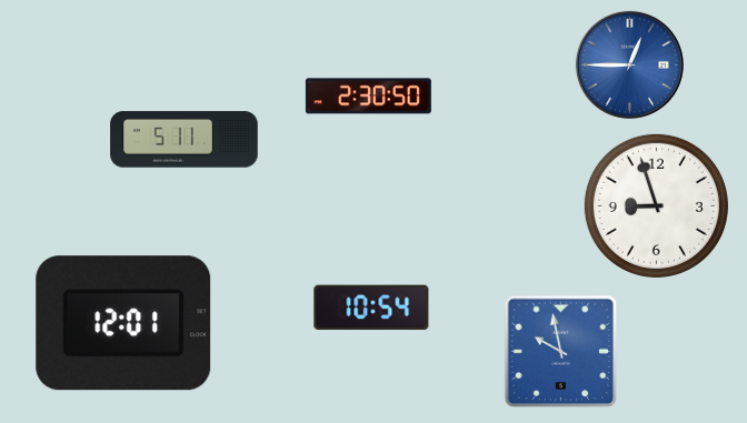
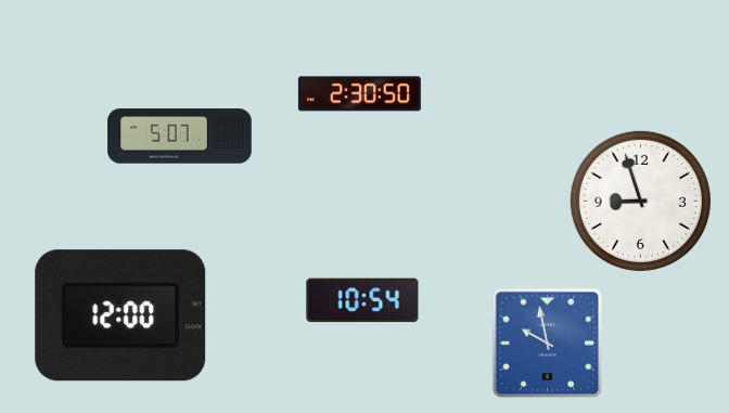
clock at (629, 64): 12:45 -> none
clock at (185, 140): 5:11 -> 5:07
clock at (123, 323): 12:01 -> 12:00
